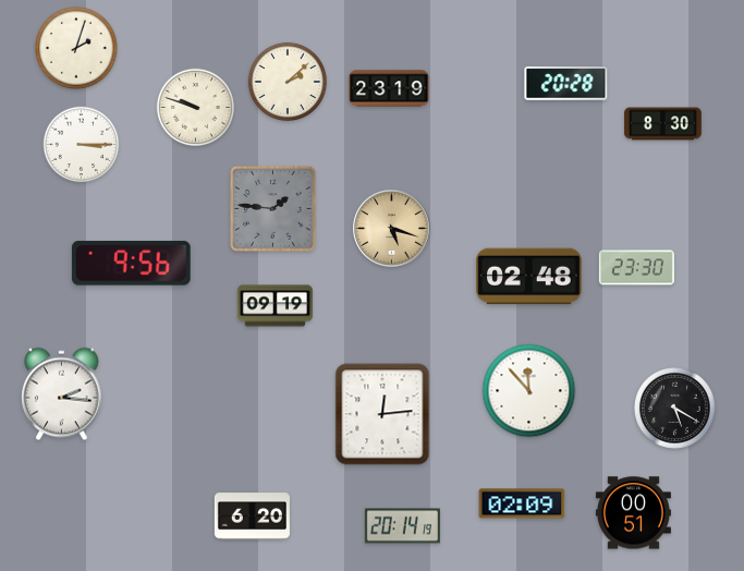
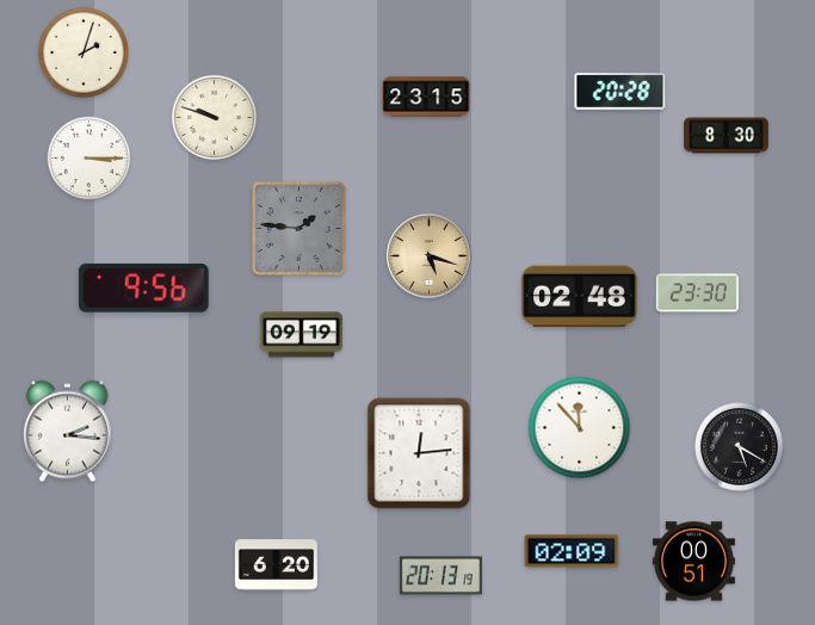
clock at (288, 82): 2:08 -> none
clock at (389, 88): 23:19 -> 23:15
clock at (392, 229) position: (392, 229) -> (430, 256)
clock at (529, 277) position: (529, 277) -> (580, 297)
clock at (402, 526): 20:14 -> 20:13
